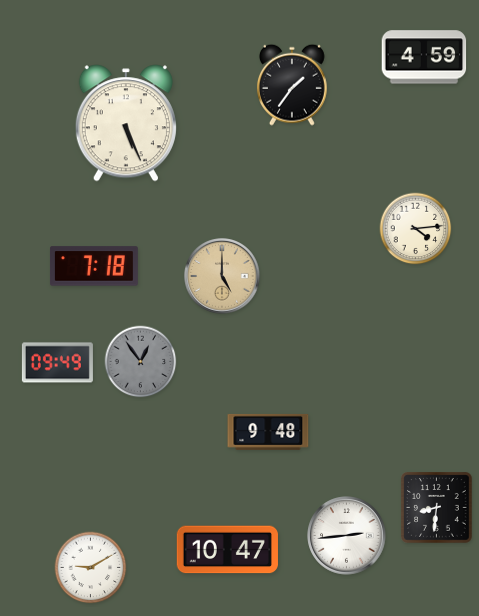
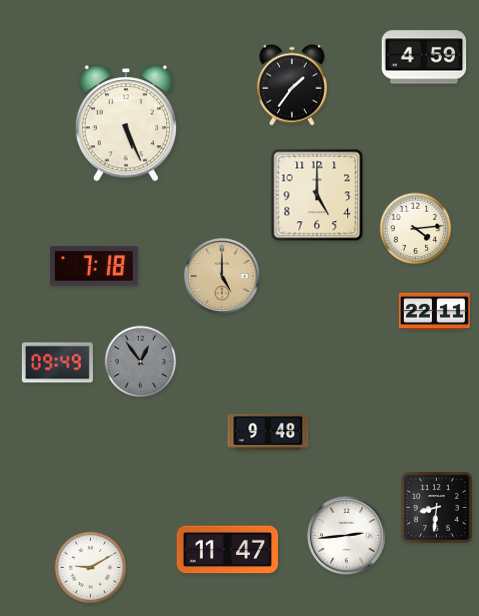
clock at (317, 195): none -> 5:00
clock at (434, 312): none -> 22:11
clock at (227, 550): 10:47 -> 11:47
